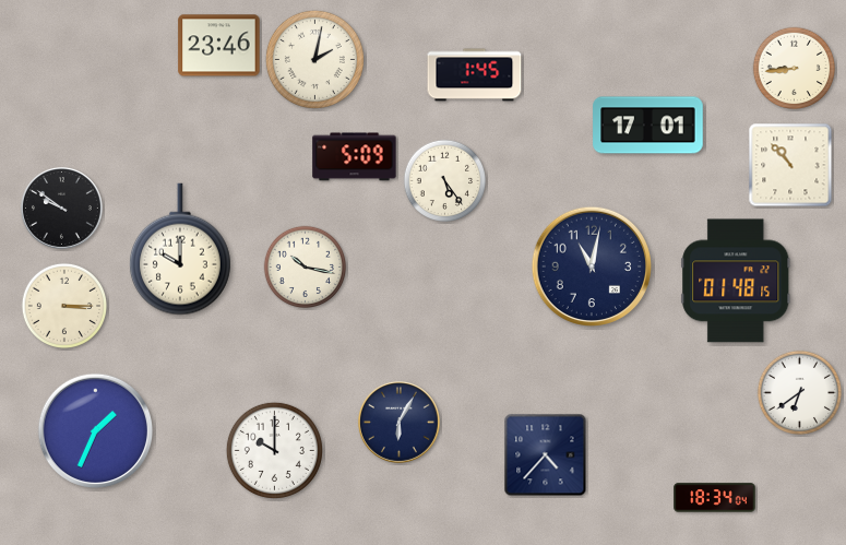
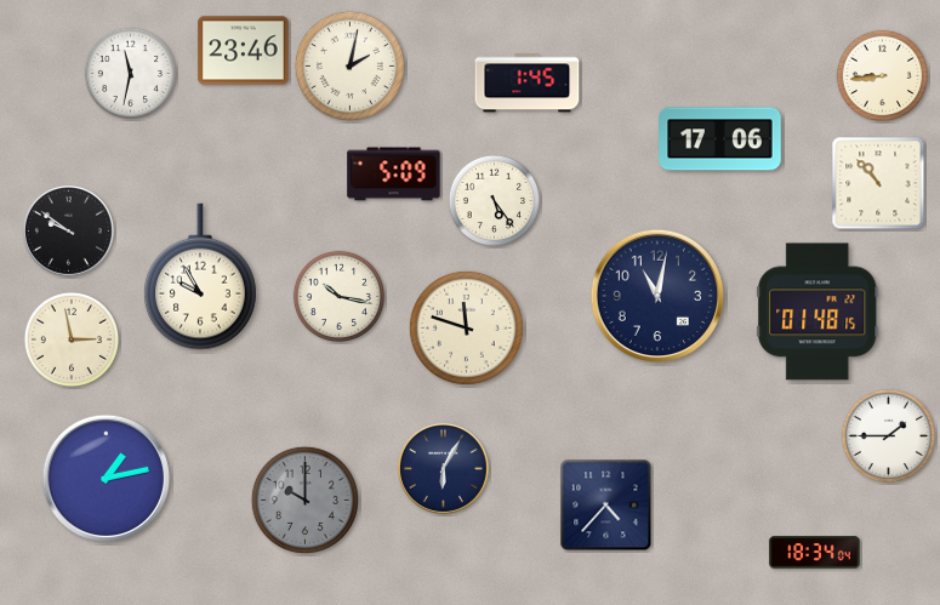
clock at (131, 74): none -> 11:32
clock at (648, 126): 17:01 -> 17:06
clock at (180, 249): 10:00 -> 9:55
clock at (466, 327): none -> 11:48
clock at (63, 305): 3:15 -> 2:58
clock at (799, 392): 6:39 -> 1:45
clock at (95, 430): 1:34 -> 1:13
clock at (274, 450) dial: white -> grey
clock at (715, 498) position: (715, 498) -> (815, 553)
